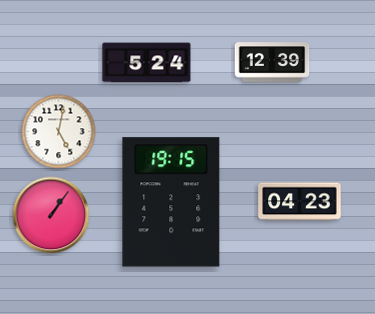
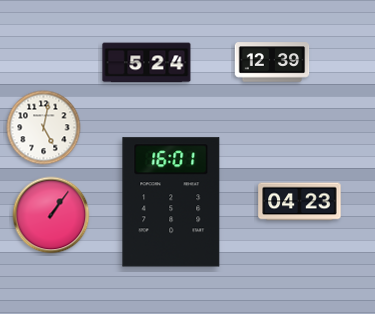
clock at (59, 132) position: (59, 132) -> (44, 128)
clock at (171, 202): 19:15 -> 16:01
